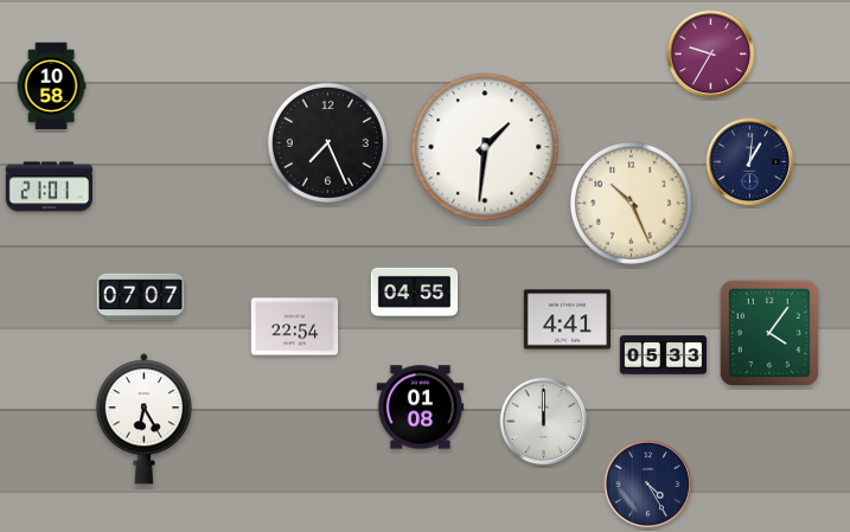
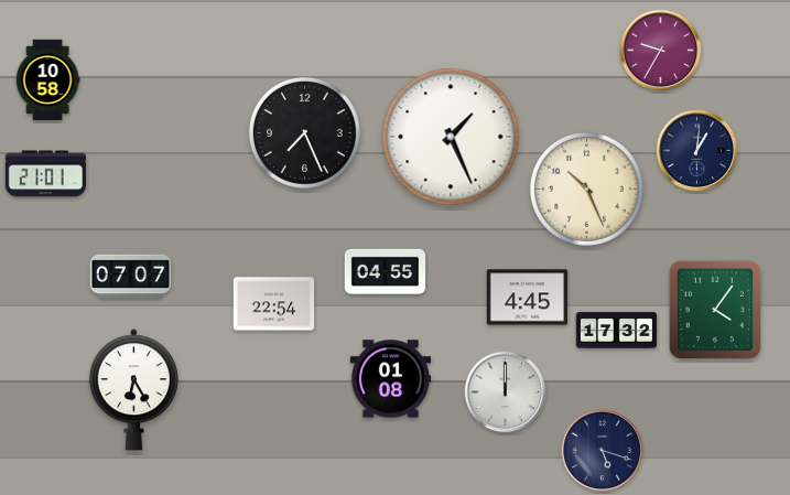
clock at (485, 147): 1:31 -> 1:26
clock at (567, 320): 4:41 -> 4:45
clock at (664, 355): 05:33 -> 17:32
clock at (648, 485): 4:25 -> 5:18
